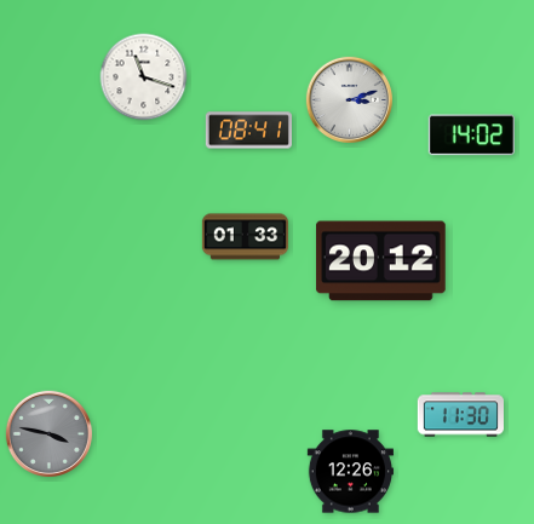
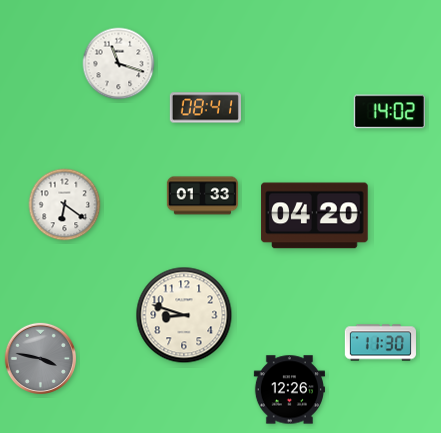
clock at (349, 99): 3:12 -> none
clock at (65, 205): none -> 6:21
clock at (381, 261): 20:12 -> 04:20
clock at (184, 315): none -> 8:48
